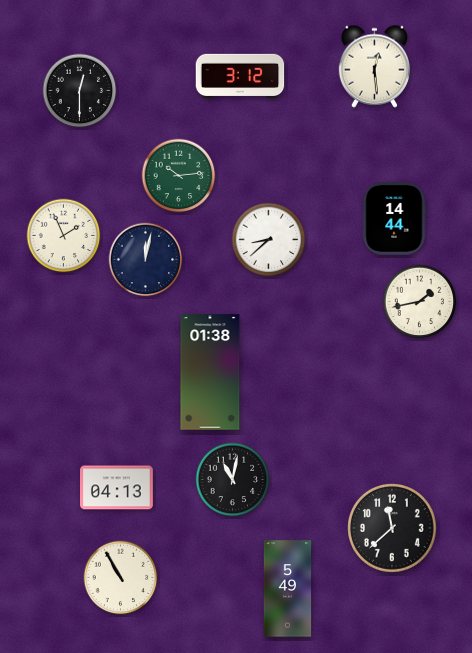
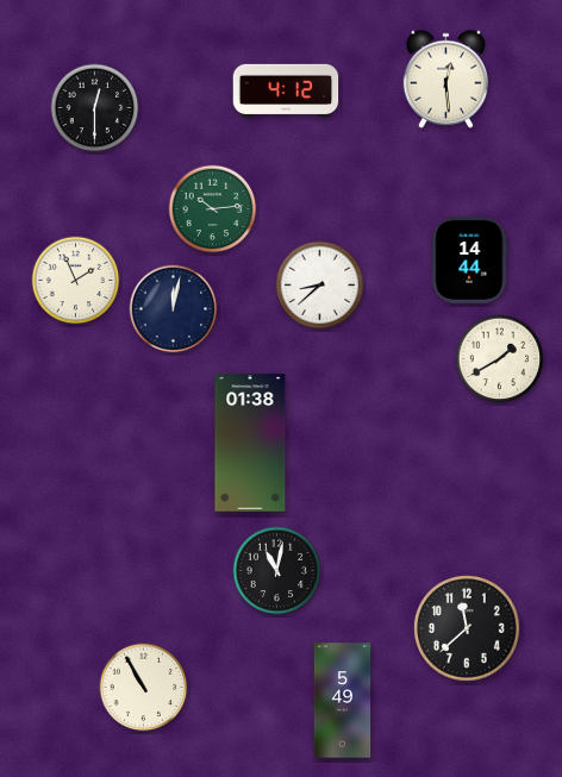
clock at (240, 75): 3:12 -> 4:12
clock at (420, 302): 1:43 -> 1:40
clock at (117, 488): 04:13 -> none
